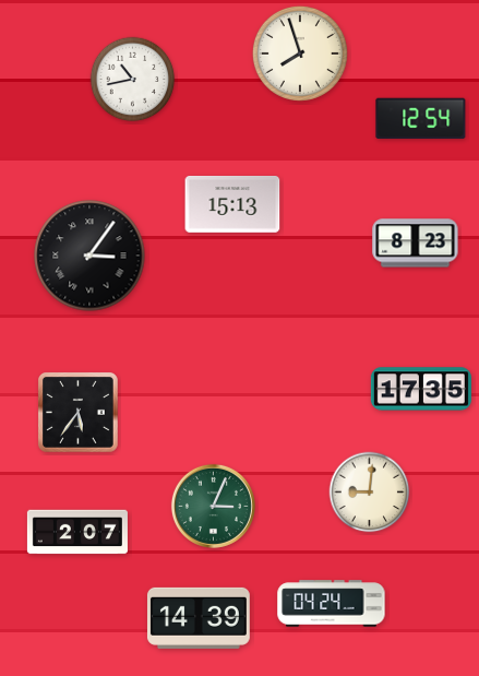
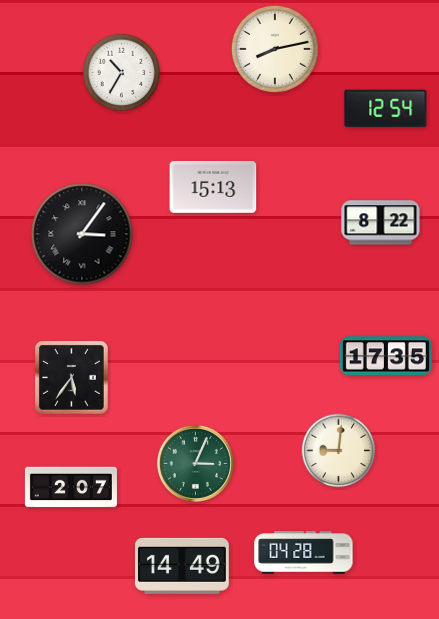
clock at (300, 54): 7:57 -> 8:13
clock at (133, 80): 10:43 -> 10:35
clock at (416, 244): 8:23 -> 8:22
clock at (332, 604): 04:24 -> 04:28
clock at (199, 618): 14:39 -> 14:49
